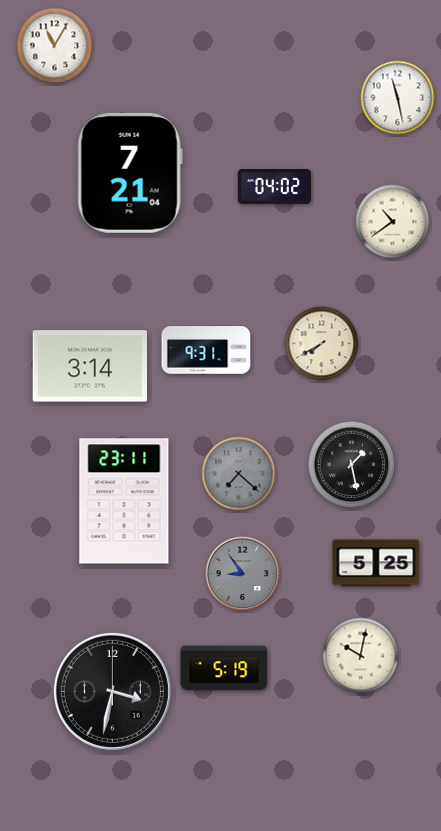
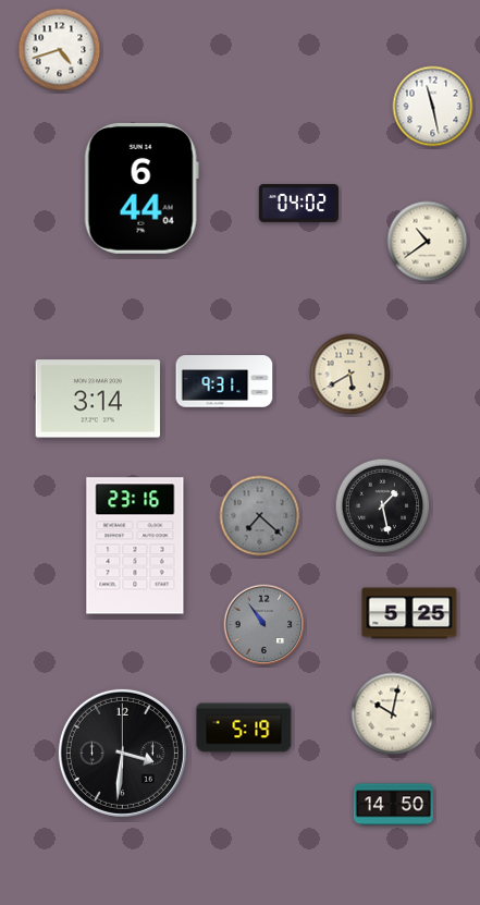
clock at (55, 46): 11:05 -> 4:42
clock at (130, 173): 7:21 -> 6:44
clock at (322, 344): 7:40 -> 5:40
clock at (124, 501): 23:11 -> 23:16
clock at (243, 574): 8:54 -> 10:54
clock at (112, 691): 3:32 -> 3:31
clock at (394, 805): none -> 14:50
